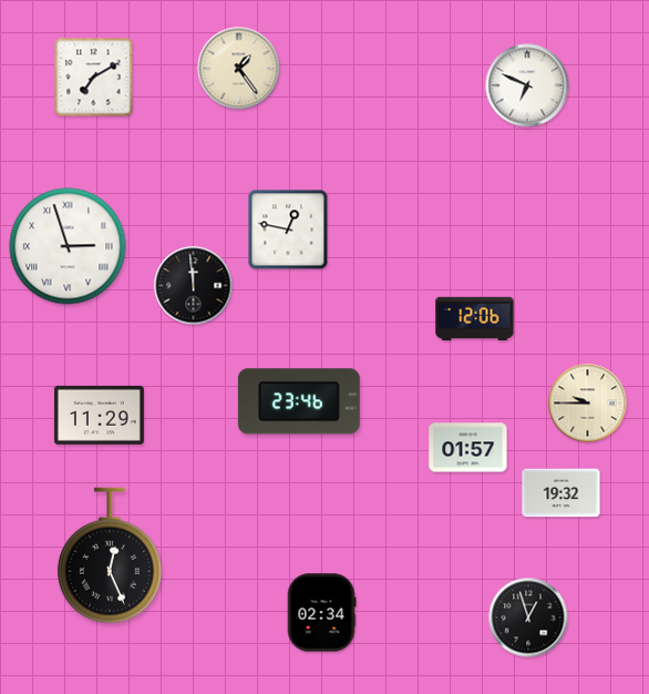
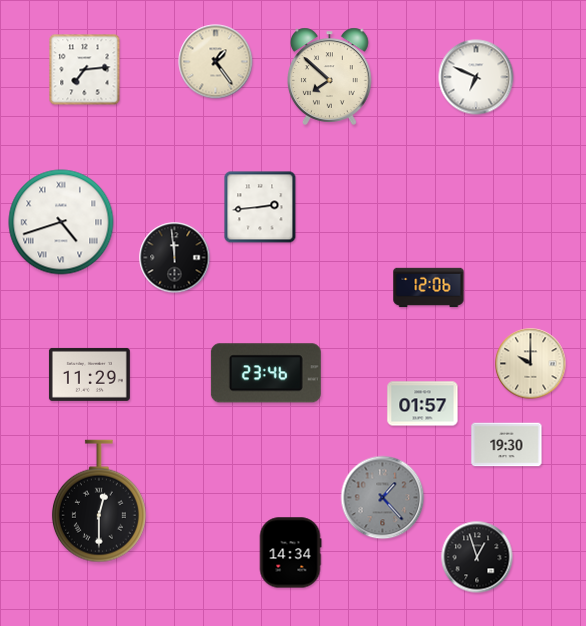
clock at (94, 78): 7:10 -> 7:14
clock at (330, 76): none -> 7:52
clock at (288, 229): 12:47 -> 2:44
clock at (68, 246): 2:57 -> 4:42
clock at (299, 401) position: (299, 401) -> (266, 373)
clock at (588, 404): 9:45 -> 10:00
clock at (562, 493): 19:32 -> 19:30
clock at (383, 498): none -> 1:23
clock at (110, 555): 12:26 -> 12:30
clock at (321, 613): 02:34 -> 14:34
